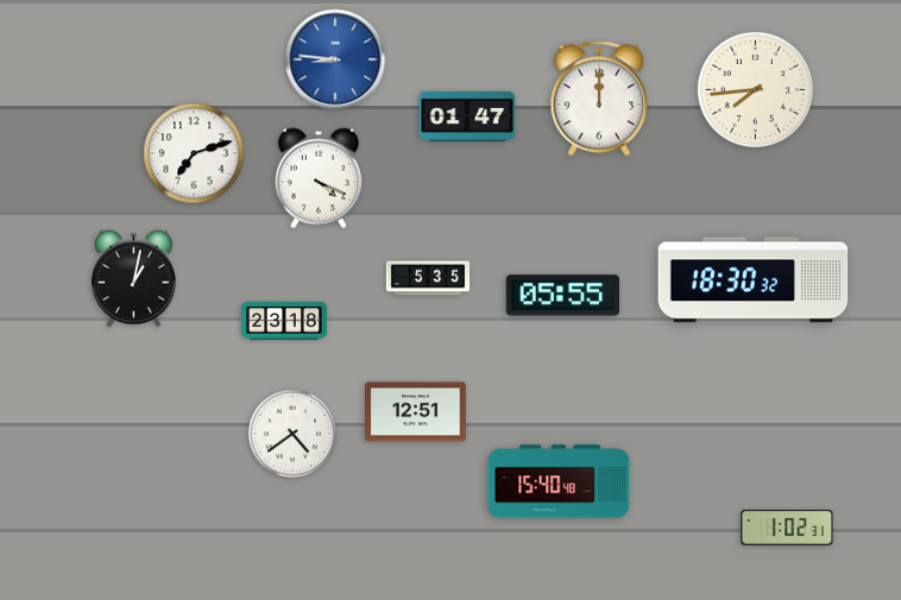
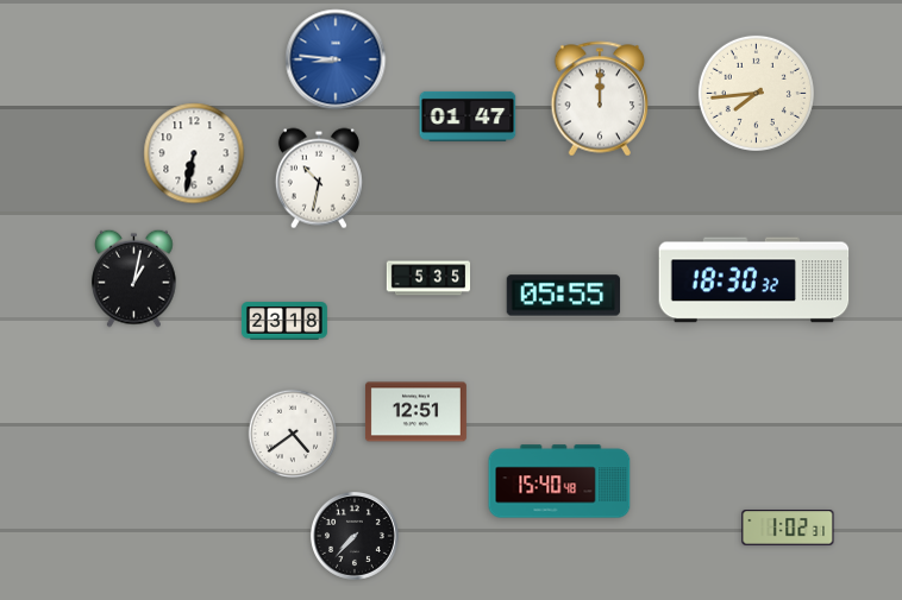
clock at (755, 89) position: (755, 89) -> (756, 93)
clock at (194, 153): 7:12 -> 6:32
clock at (319, 178): 4:19 -> 10:32
clock at (355, 536): none -> 7:37
